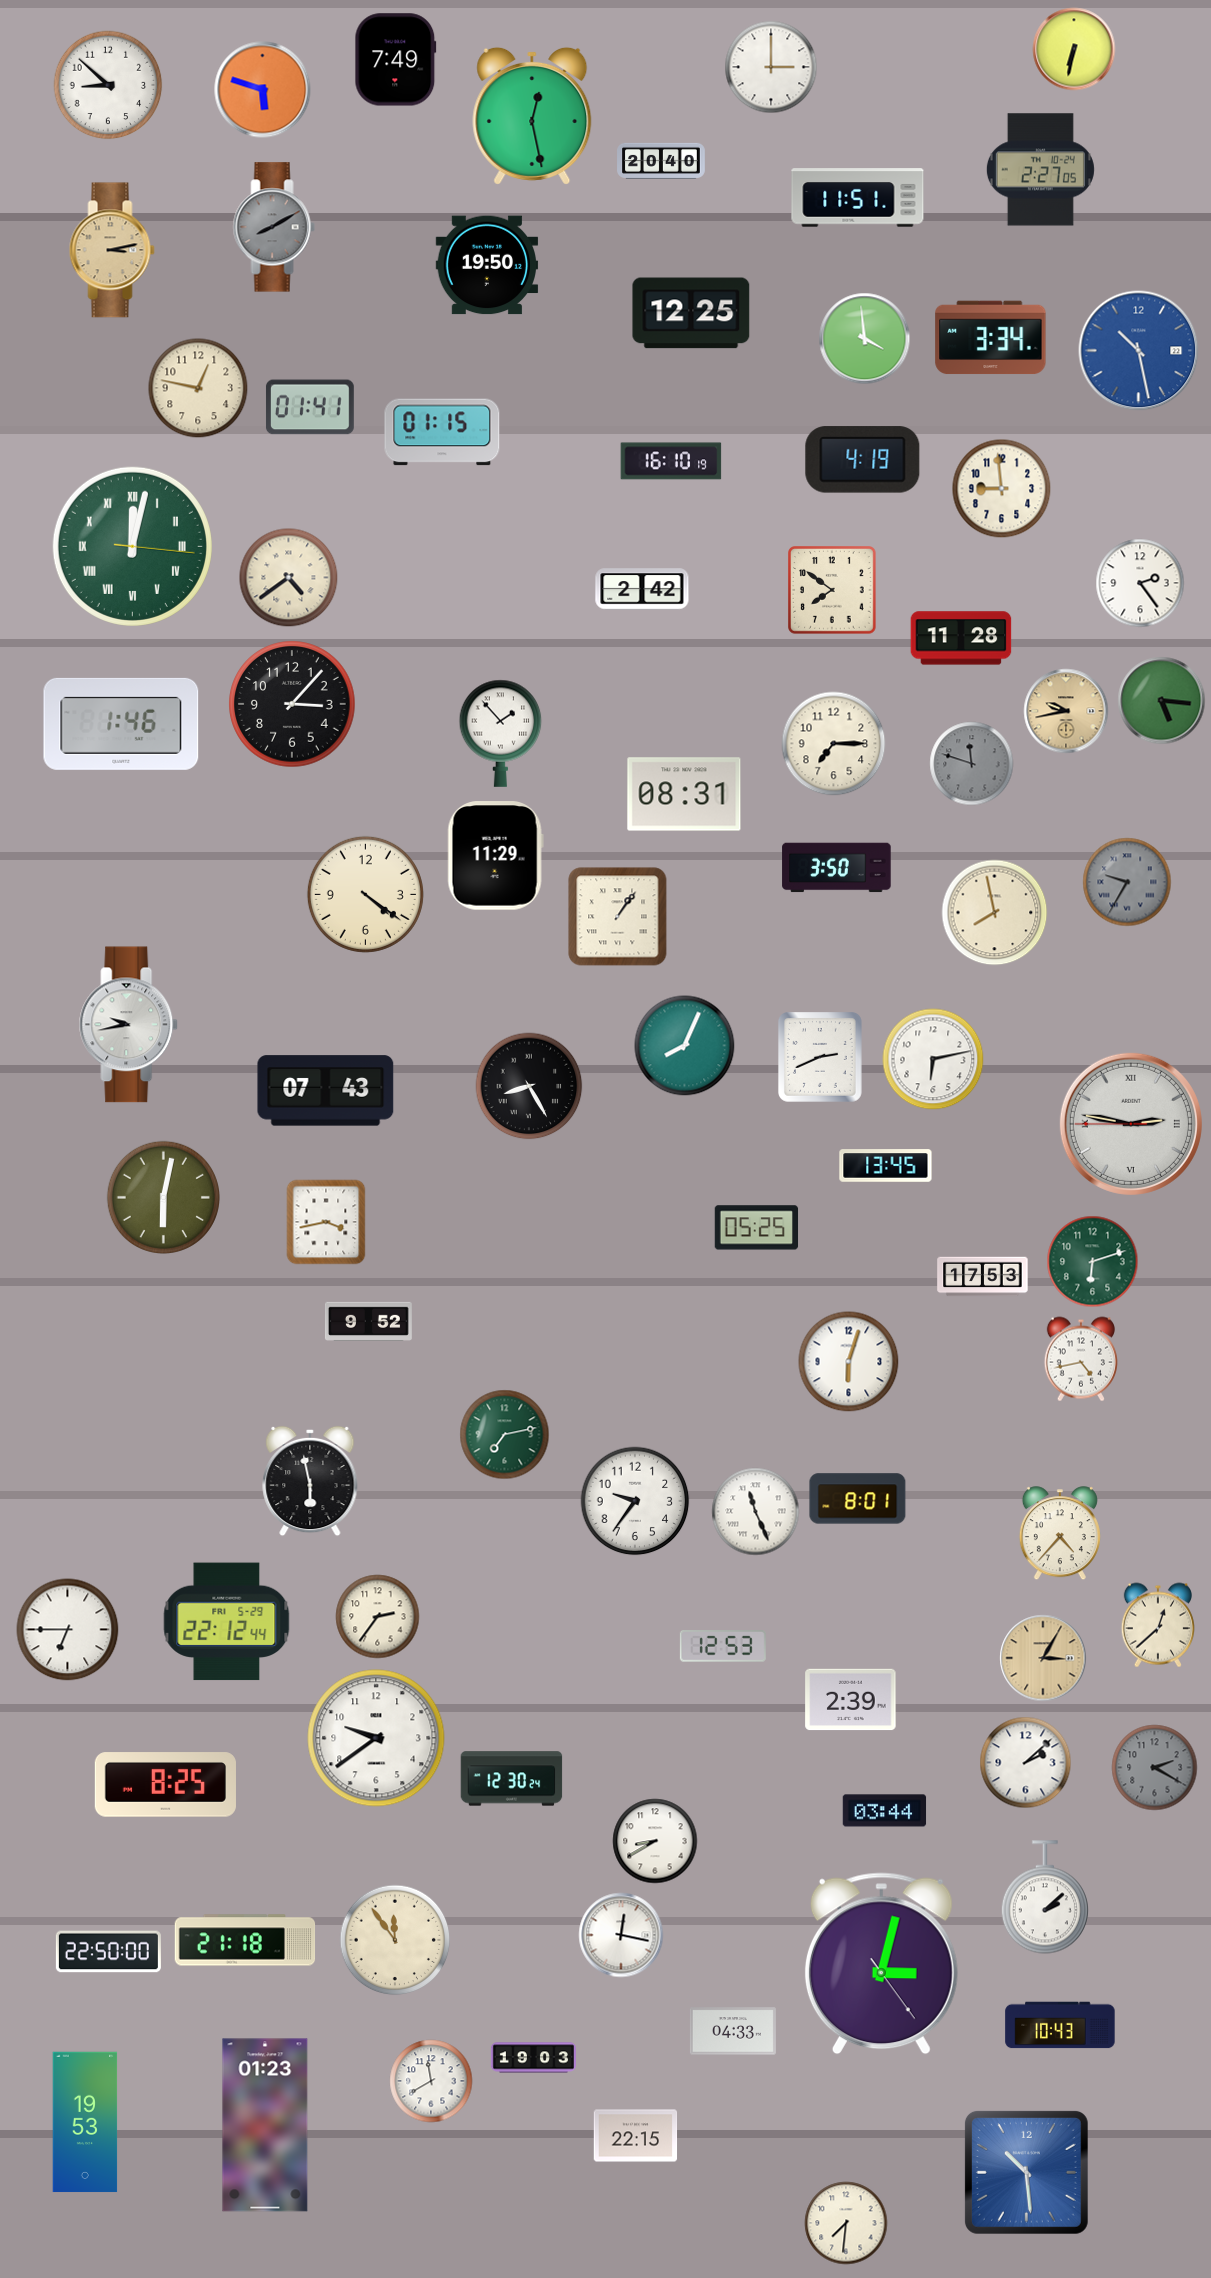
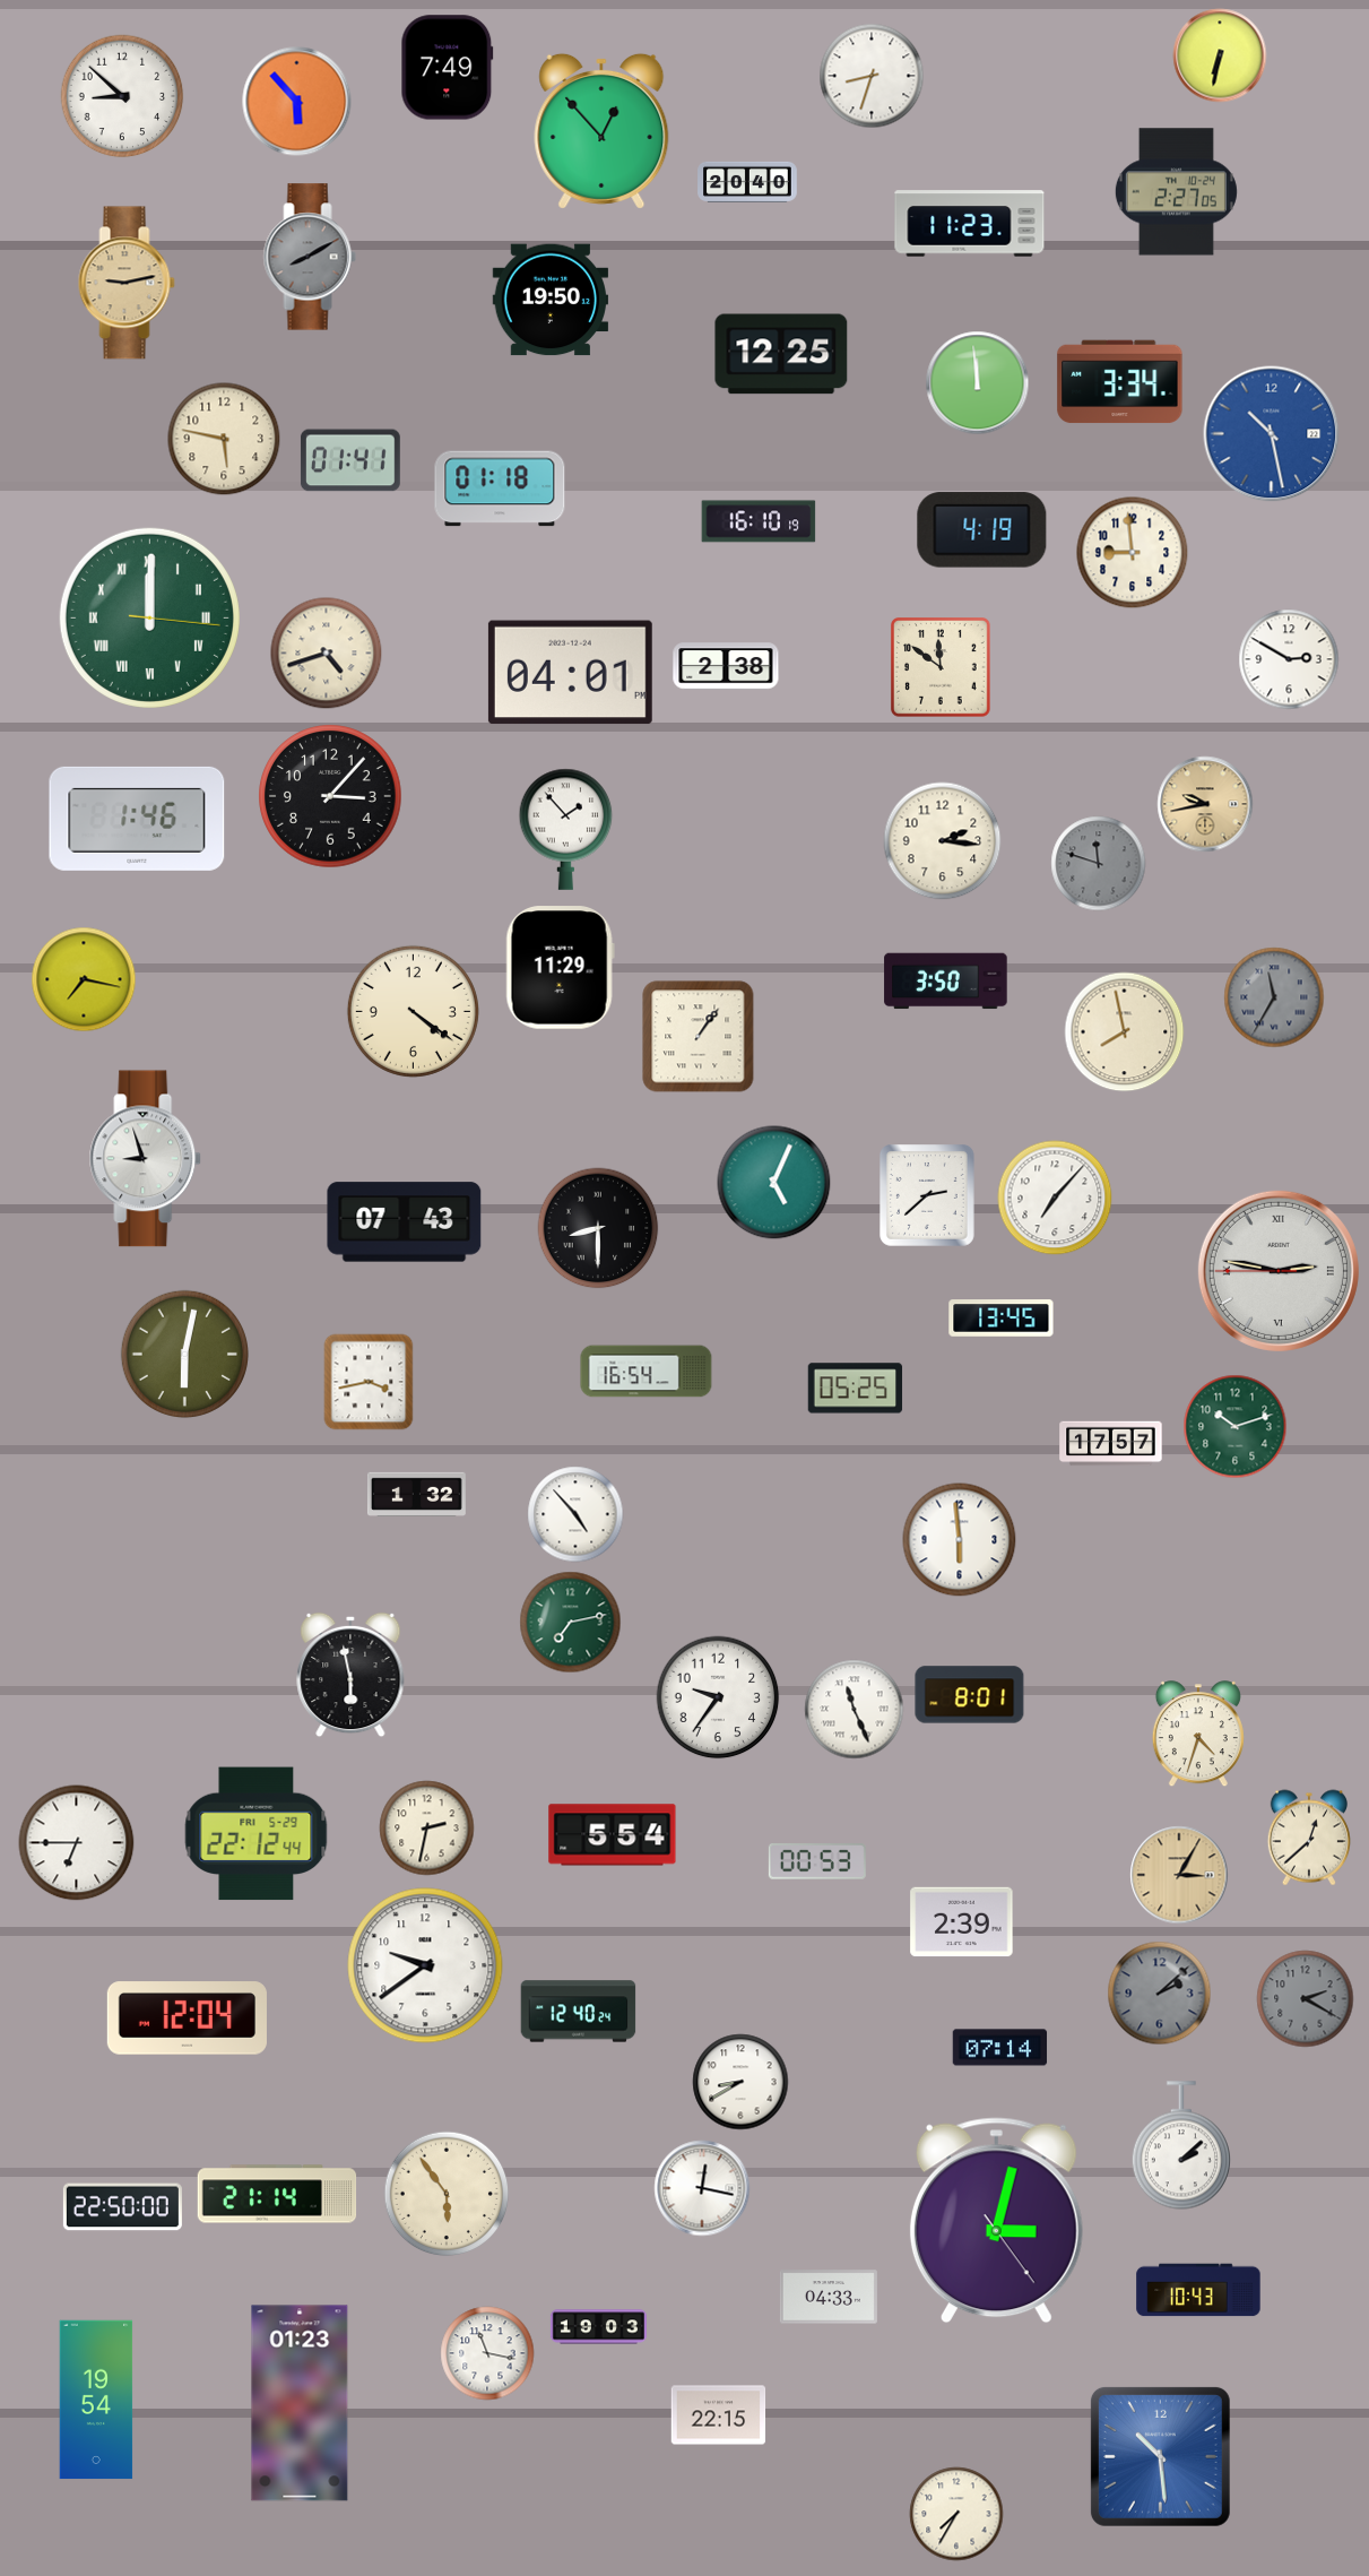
clock at (1074, 49) position: (1074, 49) -> (1220, 55)
clock at (771, 67): 3:00 -> 8:33
clock at (263, 90): 5:48 -> 5:53
clock at (532, 116): 12:28 -> 12:53
clock at (858, 198): 11:51 -> 11:23
clock at (112, 250): 3:13 -> 9:13
clock at (865, 339): 3:59 -> 11:59
clock at (1139, 351) position: (1139, 351) -> (1272, 434)
clock at (198, 388): 12:47 -> 5:47
clock at (442, 432): 01:15 -> 01:18
clock at (863, 460) position: (863, 460) -> (982, 530)
clock at (132, 546): 12:02 -> 12:00
clock at (289, 578): 4:39 -> 4:42
clock at (1140, 583): 2:24 -> 2:50
clock at (642, 589): 2:42 -> 2:38
clock at (833, 591): 7:51 -> 11:51
clock at (570, 673): none -> 04:01
clock at (961, 638): 11:28 -> none
clock at (1162, 701): 5:16 -> none
clock at (834, 744): 7:15 -> 2:16
clock at (684, 794): 08:31 -> none
clock at (84, 979): none -> 7:17
clock at (1127, 882): 9:35 -> 11:35
clock at (129, 1025): 9:43 -> 8:57
clock at (685, 1046): 8:04 -> 5:04
clock at (821, 1058): 2:41 -> 2:38
clock at (933, 1059): 6:13 -> 7:07
clock at (529, 1086): 8:25 -> 8:30
clock at (326, 1091) position: (326, 1091) -> (405, 1222)
clock at (647, 1372): none -> 16:54
clock at (1093, 1262): 6:12 -> 10:12
clock at (983, 1277): 17:53 -> 17:57
clock at (368, 1321): 9:52 -> 1:32
clock at (575, 1514): none -> 4:53
clock at (1081, 1359): 4:43 -> none
clock at (849, 1362): 6:03 -> 5:59
clock at (1060, 1534): 4:37 -> 4:33
clock at (378, 1617): 2:36 -> 2:32
clock at (613, 1835): none -> 5:54
clock at (723, 1647): 12:53 -> 00:53
clock at (1026, 1763) dial: white -> grey
clock at (512, 1779): 12:30 -> 12:40
clock at (165, 1785): 8:25 -> 12:04
clock at (885, 1811): 03:44 -> 07:14
clock at (245, 1940): 21:18 -> 21:14
clock at (395, 1940): 11:54 -> 5:54
clock at (533, 2058) position: (533, 2058) -> (598, 2327)
clock at (431, 2081): 11:40 -> 11:17
clock at (85, 2122): 19:53 -> 19:54
clock at (846, 2223): 7:31 -> 7:35
